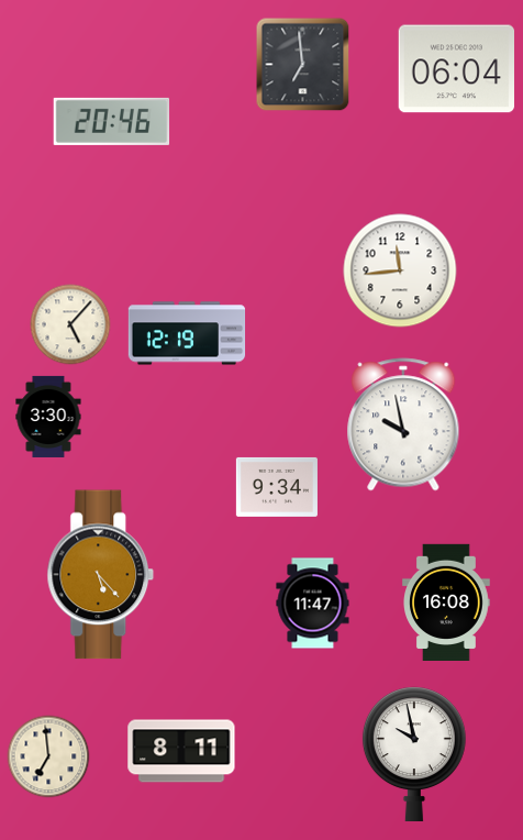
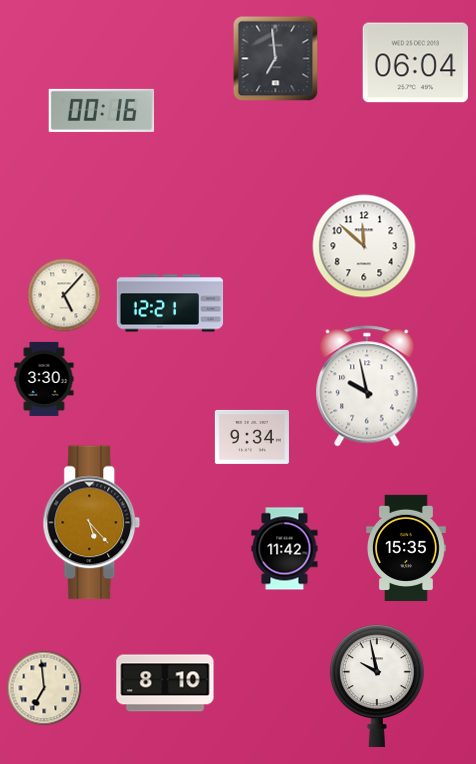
clock at (112, 121): 20:46 -> 00:16
clock at (400, 270): 11:44 -> 11:52
clock at (187, 333): 12:19 -> 12:21
clock at (277, 487) position: (277, 487) -> (252, 437)
clock at (447, 601): 16:08 -> 15:35
clock at (313, 604): 11:47 -> 11:42
clock at (181, 751): 8:11 -> 8:10
